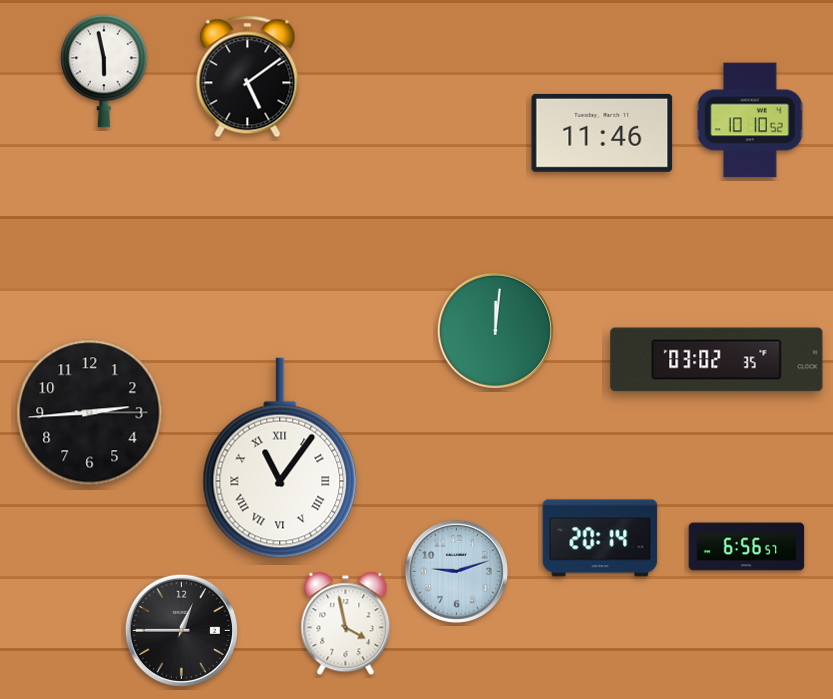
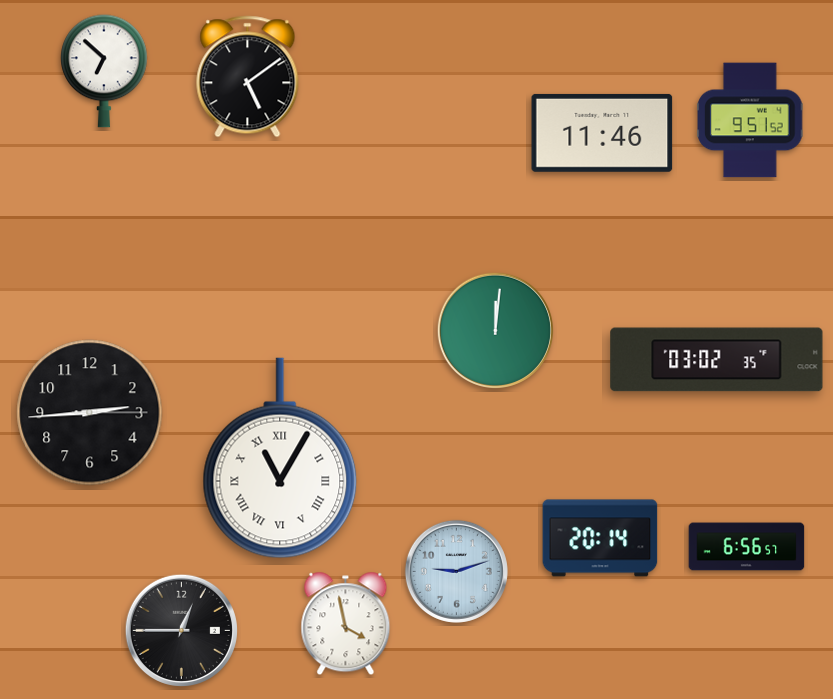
clock at (105, 71): 5:58 -> 6:52
clock at (751, 120): 10:10 -> 9:51
clock at (280, 458): 11:06 -> 11:05
